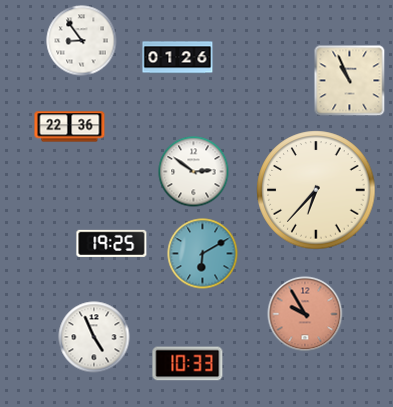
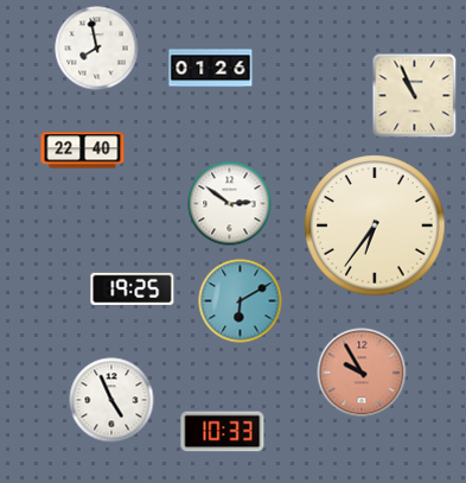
clock at (82, 41): 8:54 -> 7:58
clock at (70, 127): 22:36 -> 22:40
clock at (316, 190): 6:37 -> 6:36
